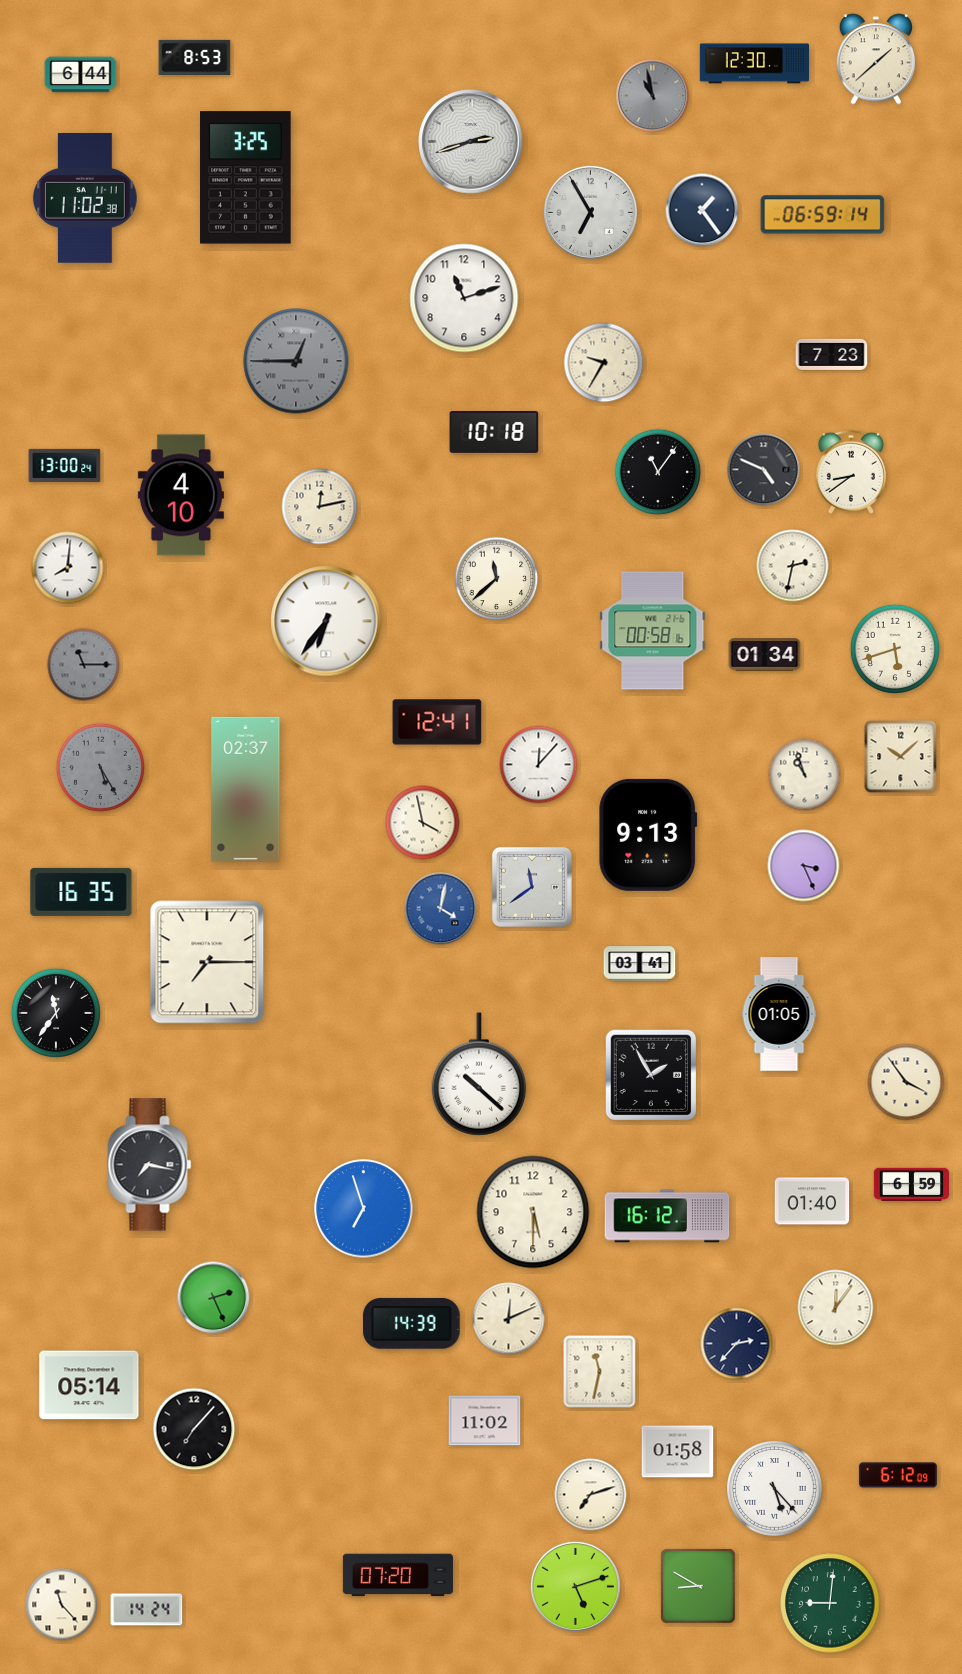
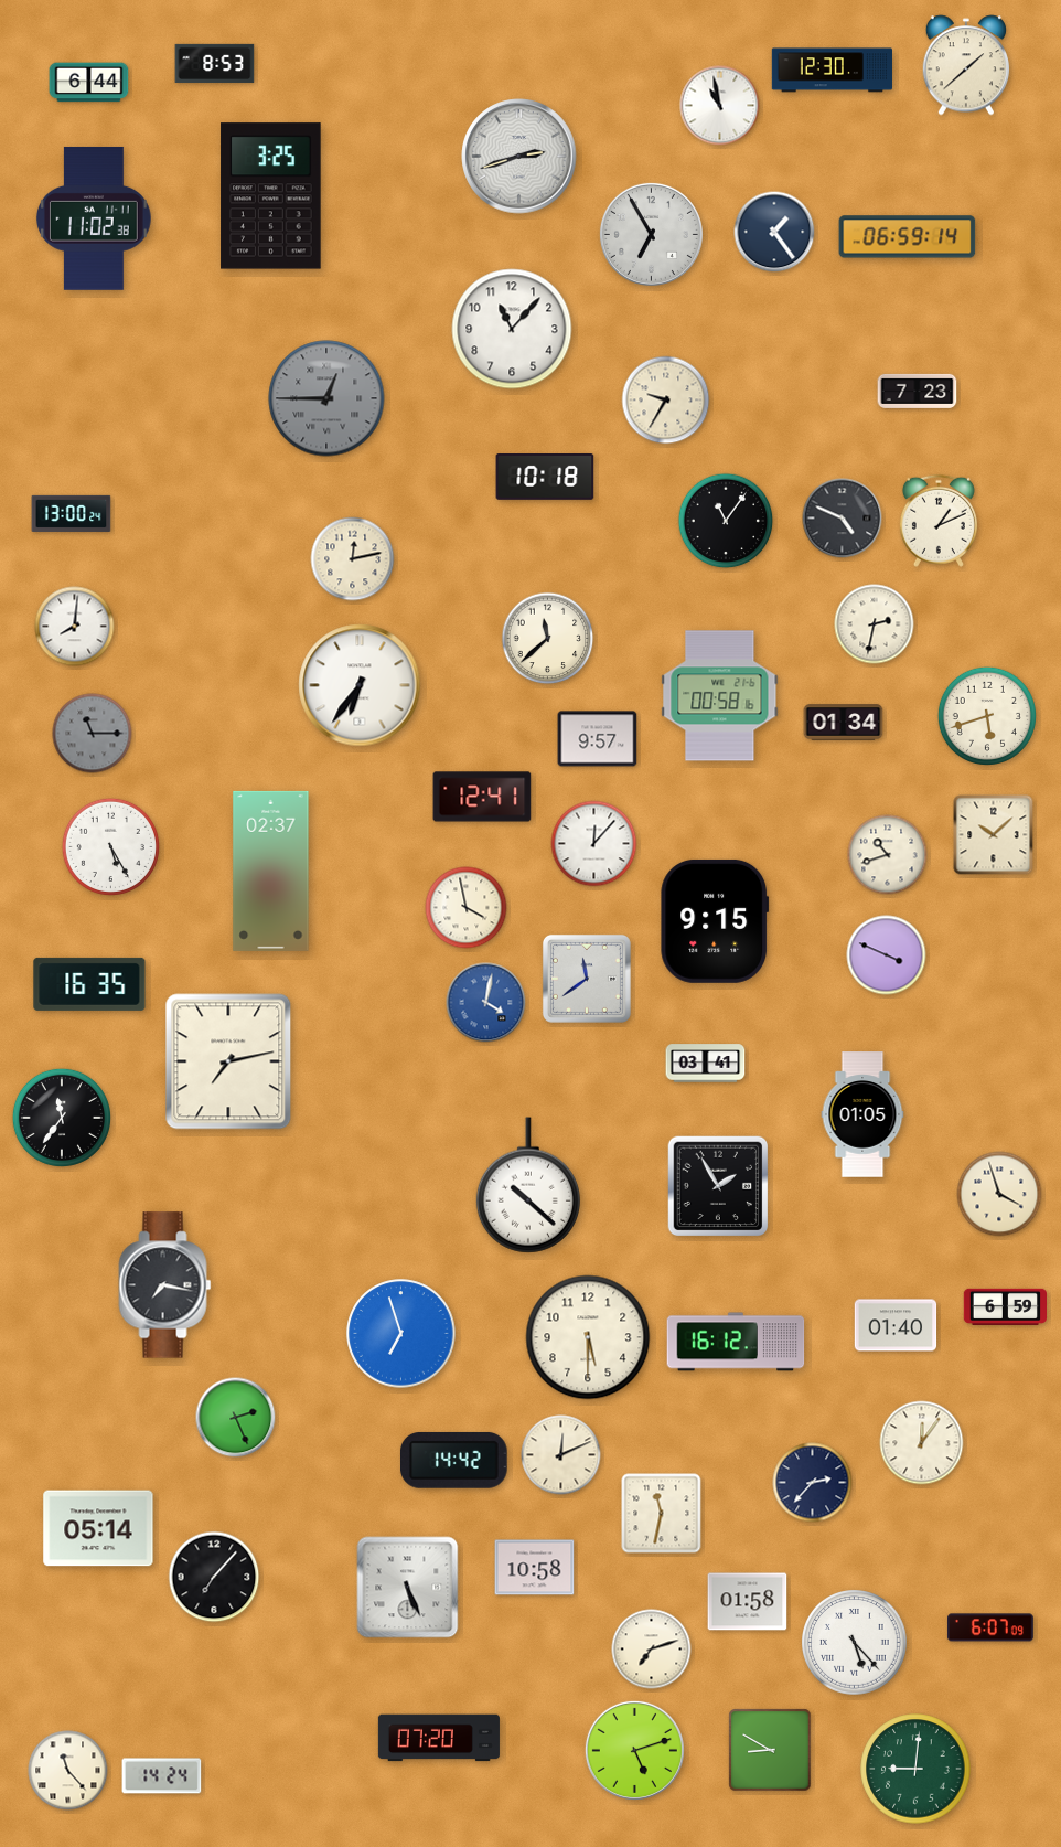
clock at (653, 96) dial: grey -> white
clock at (464, 298): 11:12 -> 11:07
clock at (851, 472): 8:39 -> 1:11
clock at (181, 495): 4:10 -> none
clock at (598, 739): none -> 9:57
clock at (100, 767) dial: grey -> white
clock at (805, 775): 10:57 -> 10:42
clock at (648, 835): 9:13 -> 9:15
clock at (804, 866): 3:26 -> 3:49
clock at (207, 962): 7:15 -> 7:13
clock at (779, 1014) position: (779, 1014) -> (862, 1114)
clock at (906, 1082): 3:54 -> 3:57
clock at (214, 1298) position: (214, 1298) -> (236, 1418)
clock at (412, 1323): 14:39 -> 14:42
clock at (485, 1421): 11:02 -> 10:58
clock at (408, 1588): none -> 5:26
clock at (898, 1475): 6:12 -> 6:07
